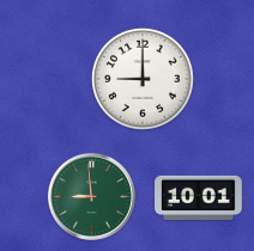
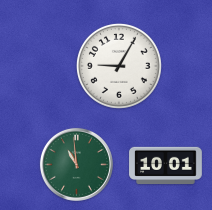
clock at (143, 79): 9:00 -> 9:05
clock at (91, 196): 8:59 -> 10:59
